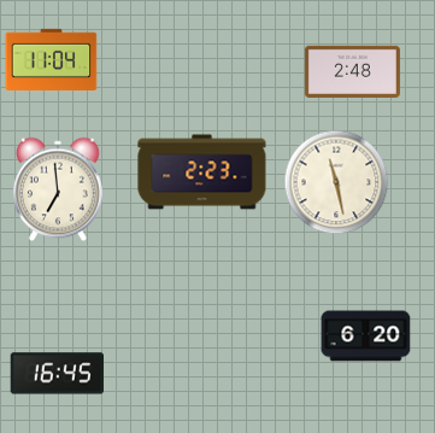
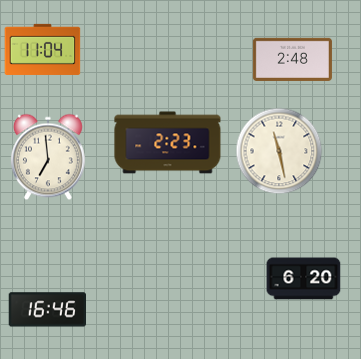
clock at (57, 374): 16:45 -> 16:46
